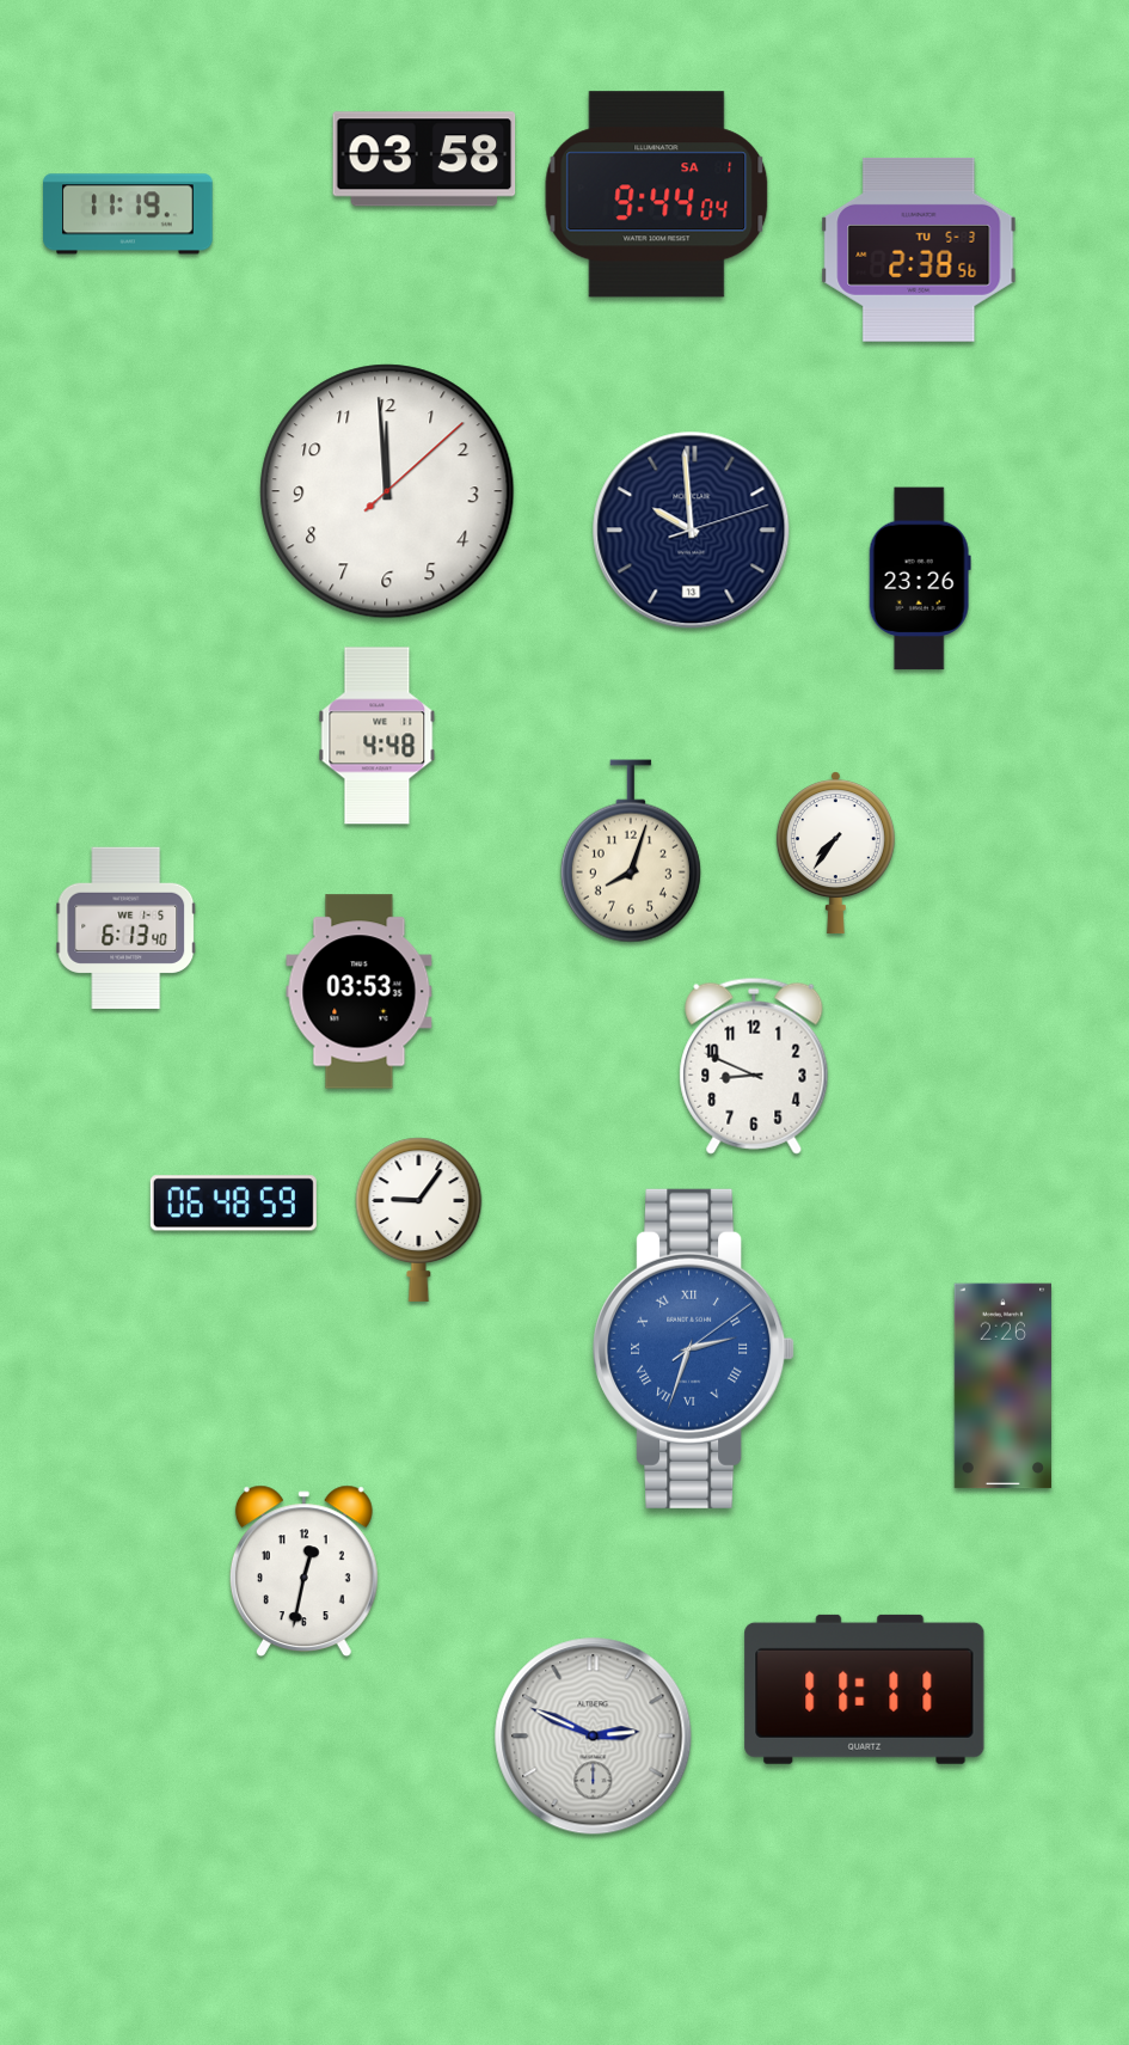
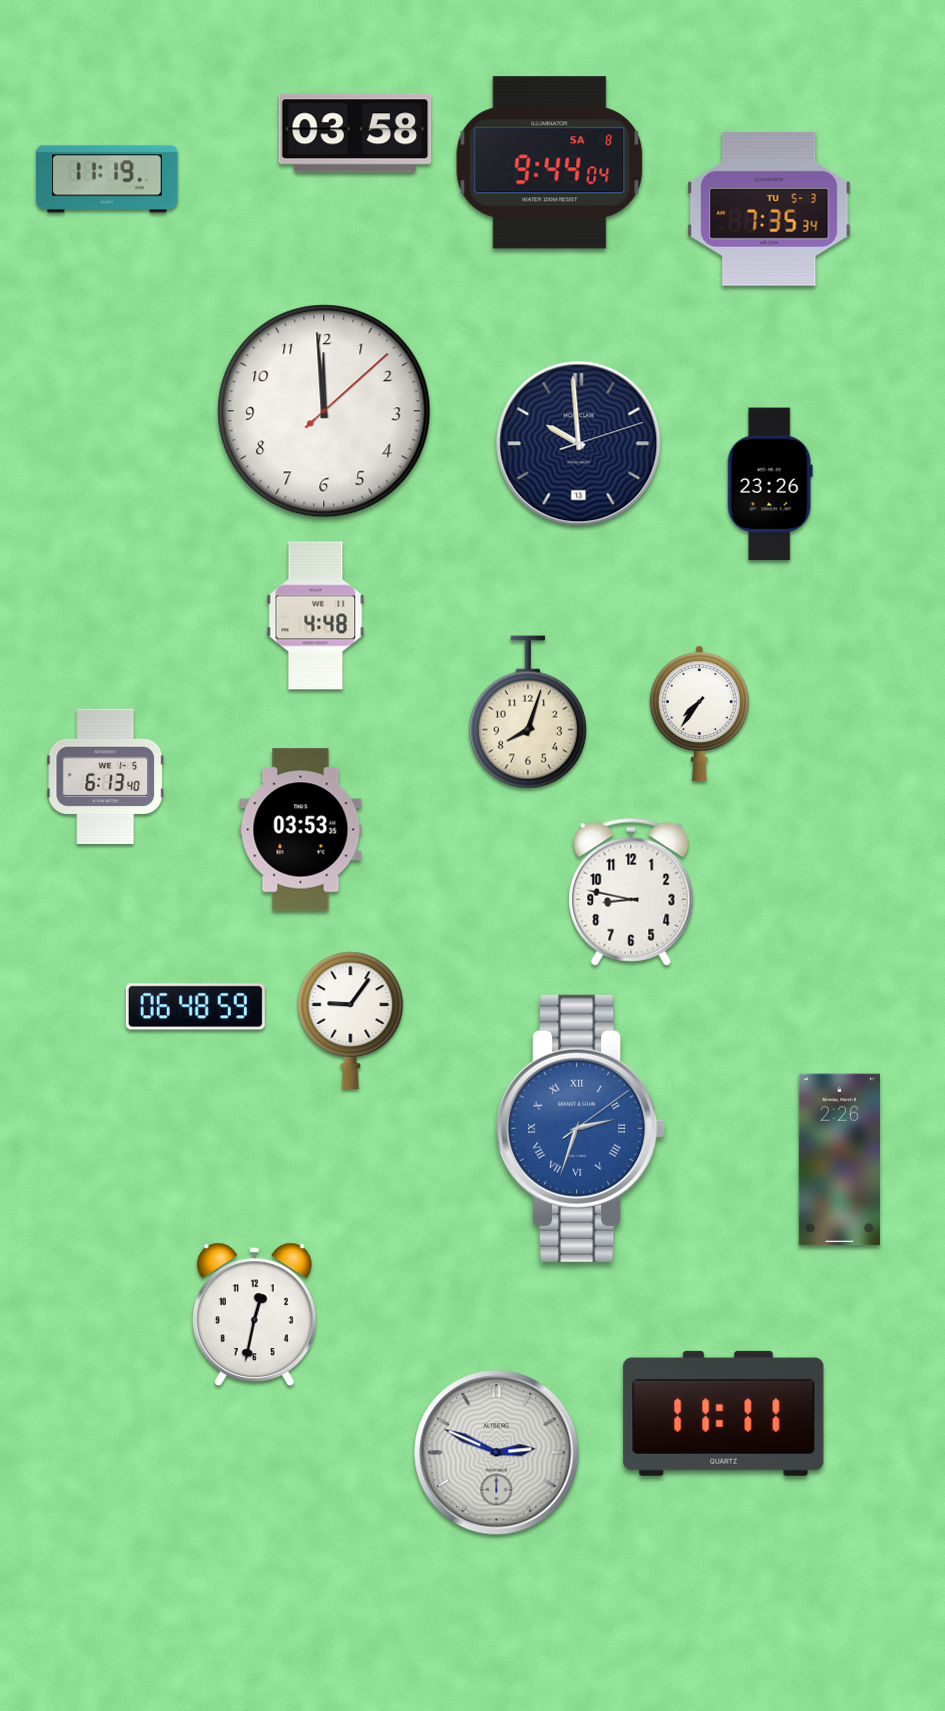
clock at (657, 195) date: SA 1 -> SA 8
clock at (919, 250): 2:38 -> 7:35
clock at (754, 1066): 8:49 -> 8:47
